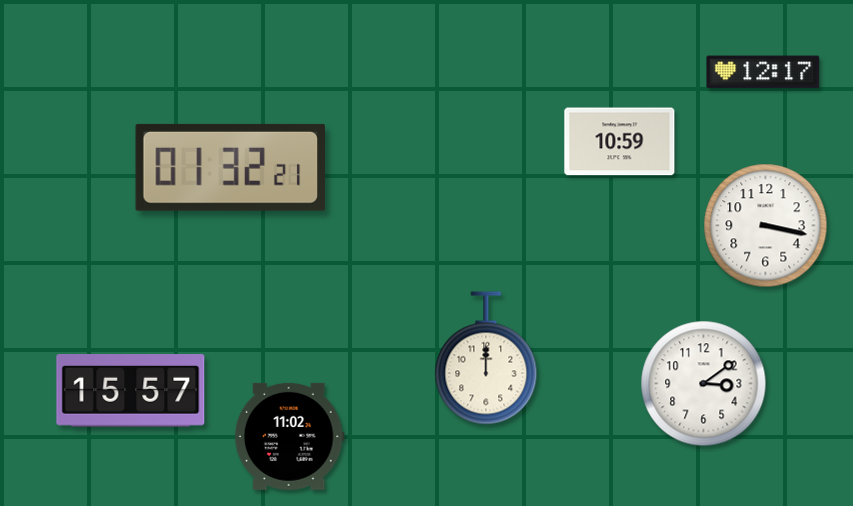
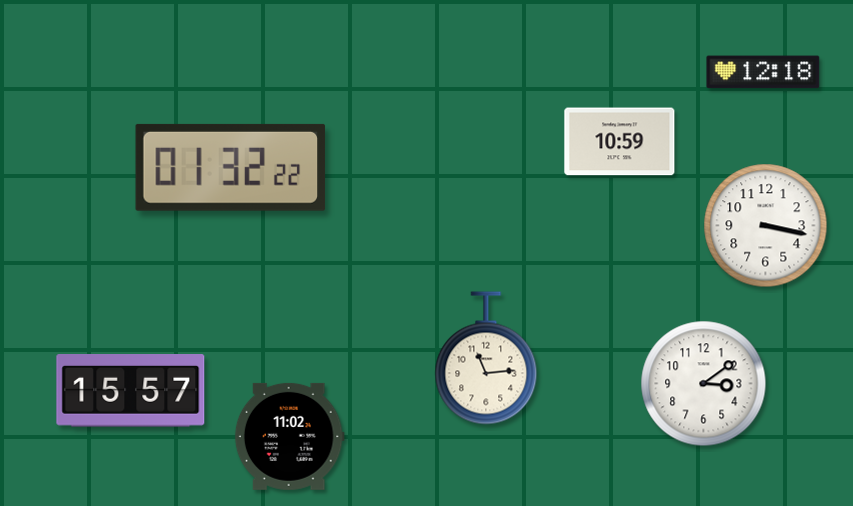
clock at (763, 72): 12:17 -> 12:18
clock at (231, 167): 01:32:21 -> 01:32:22
clock at (486, 358): 12:00 -> 11:14
